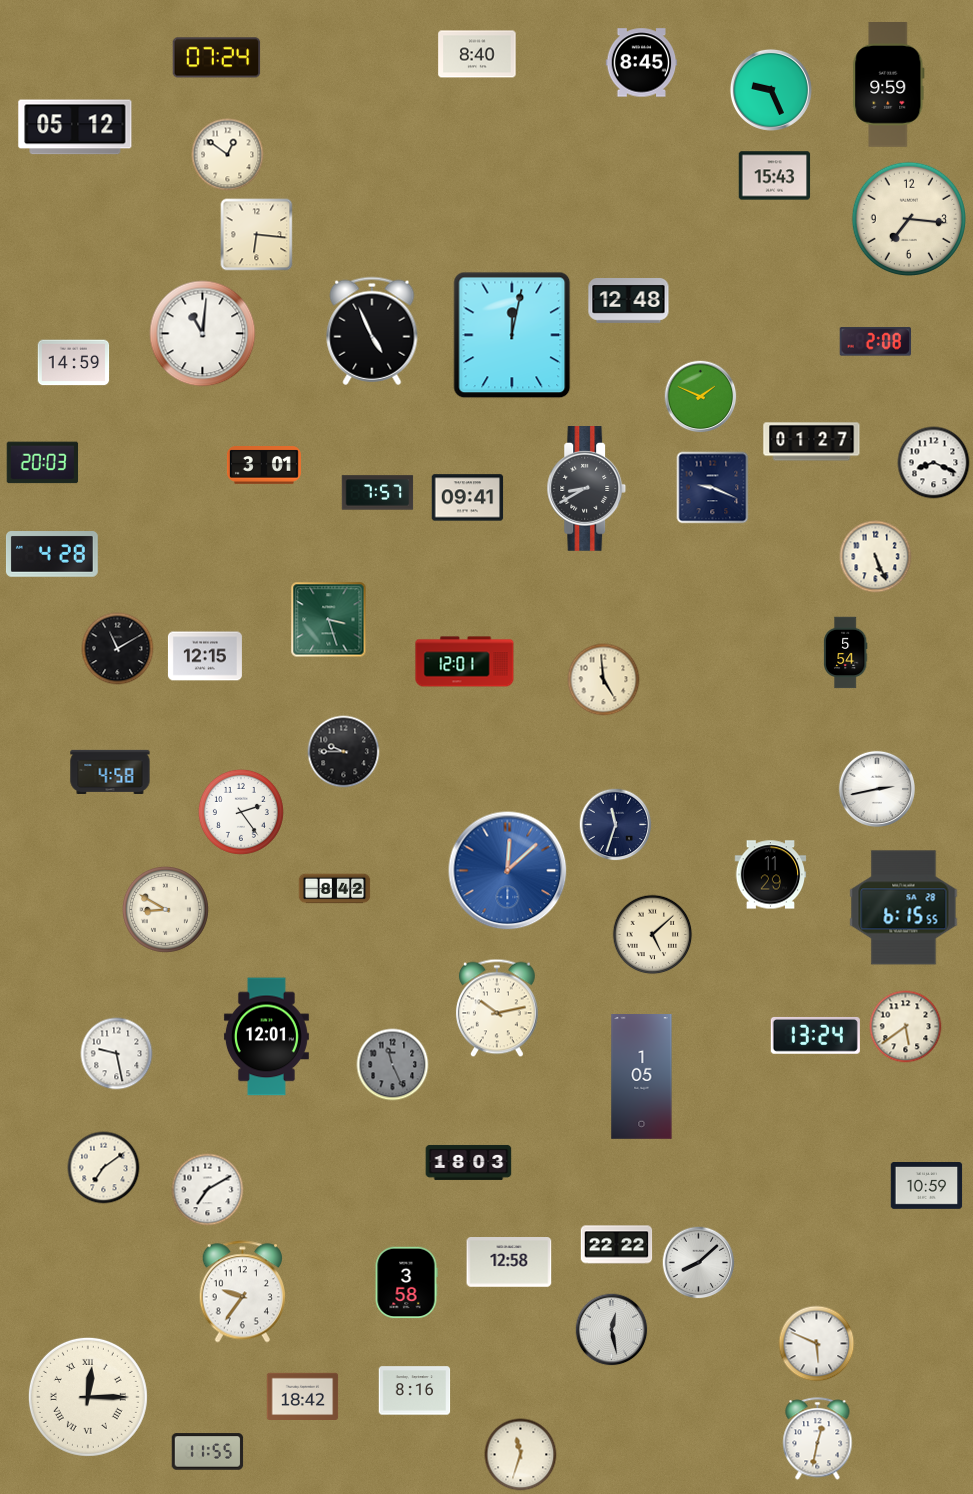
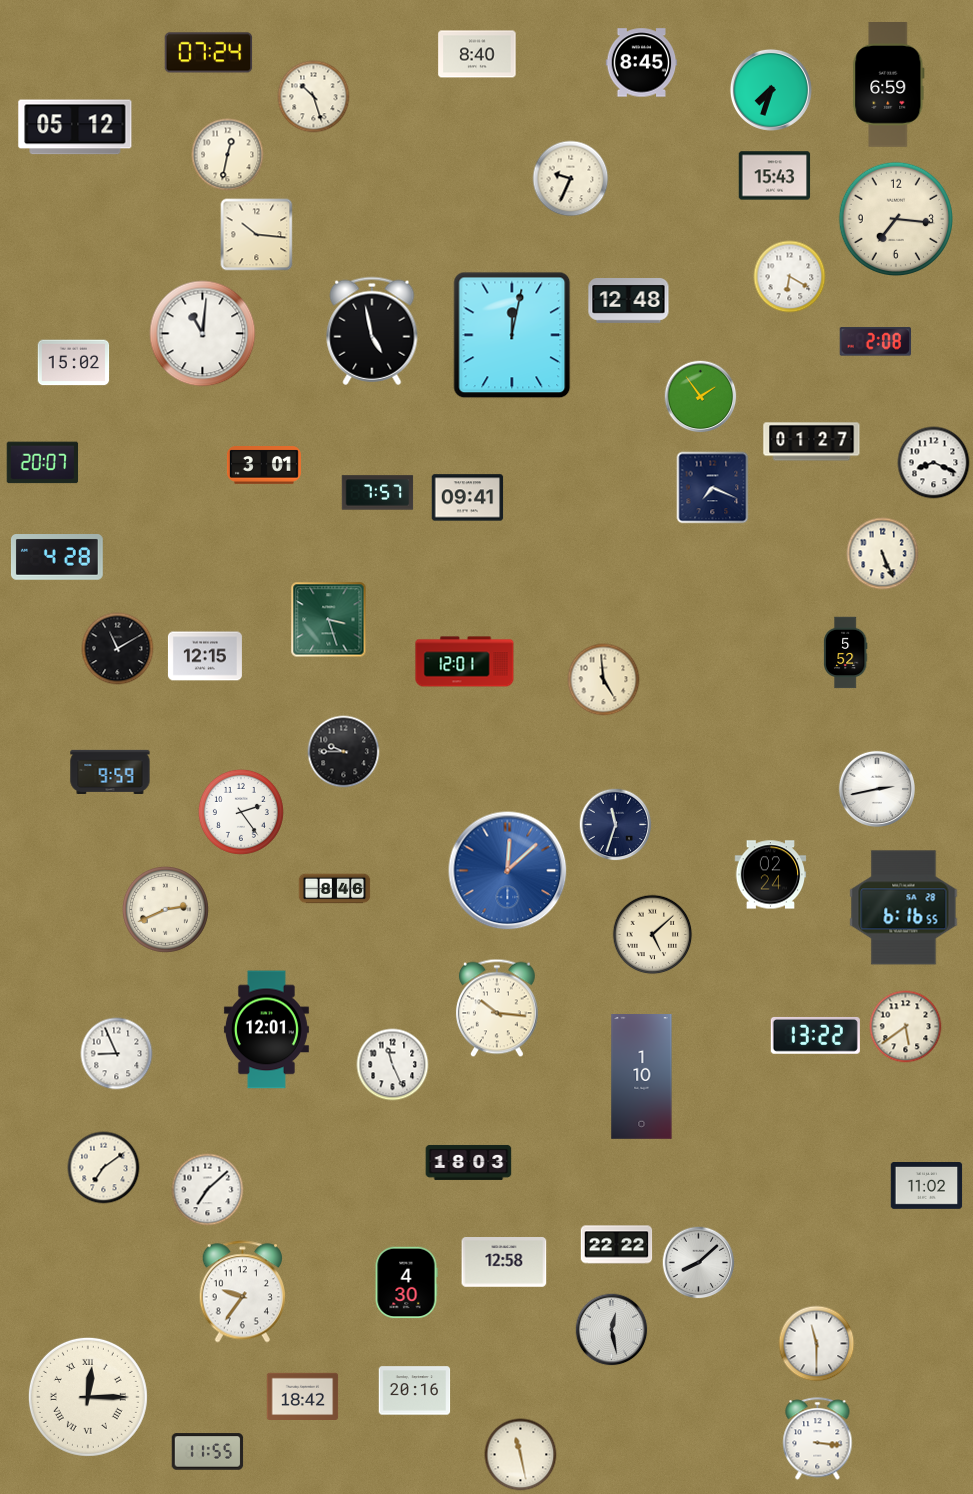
clock at (217, 58) position: (217, 58) -> (209, 53)
clock at (889, 85): 9:59 -> 6:59
clock at (771, 90): 9:26 -> 7:33
clock at (314, 97): none -> 10:27
clock at (228, 155): 12:51 -> 12:32
clock at (571, 179): none -> 9:34
clock at (908, 218) position: (908, 218) -> (895, 218)
clock at (257, 235): 6:16 -> 10:16
clock at (790, 277): none -> 6:20
clock at (372, 331): 4:56 -> 4:58
clock at (74, 363): 14:59 -> 15:02
clock at (701, 397): 1:49 -> 1:54
clock at (43, 463): 20:03 -> 20:07
clock at (713, 488): 9:19 -> 7:19
clock at (587, 489): 8:40 -> none
clock at (52, 555) position: (52, 555) -> (57, 558)
clock at (876, 557) position: (876, 557) -> (883, 554)
clock at (845, 653): 5:54 -> 5:52
clock at (110, 772): 4:58 -> 9:59
clock at (771, 875): 11:29 -> 02:24
clock at (335, 889): 8:42 -> 8:46
clock at (904, 908): 6:15 -> 6:16
clock at (165, 909): 8:50 -> 2:41
clock at (497, 1008): 10:13 -> 10:16
clock at (815, 1035): 13:24 -> 13:22
clock at (266, 1037) position: (266, 1037) -> (266, 1030)
clock at (117, 1054): 9:28 -> 8:56
clock at (393, 1065) dial: grey -> white
clock at (642, 1077): 1:05 -> 1:10
clock at (927, 1186): 10:59 -> 11:02
clock at (208, 1190): 7:10 -> 7:08
clock at (509, 1263) position: (509, 1263) -> (504, 1263)
clock at (406, 1283): 3:58 -> 4:30
clock at (817, 1344): 5:49 -> 11:30
clock at (415, 1391): 8:16 -> 20:16
clock at (818, 1439): 12:32 -> 3:16
clock at (521, 1455): 11:33 -> 11:28
